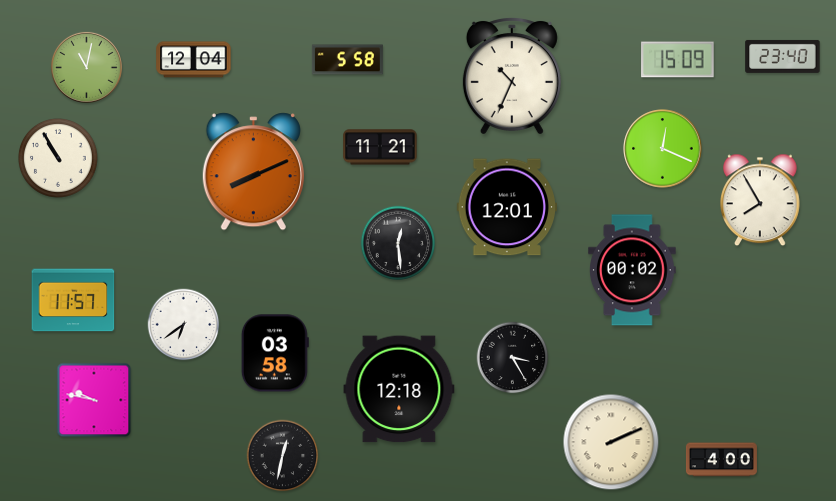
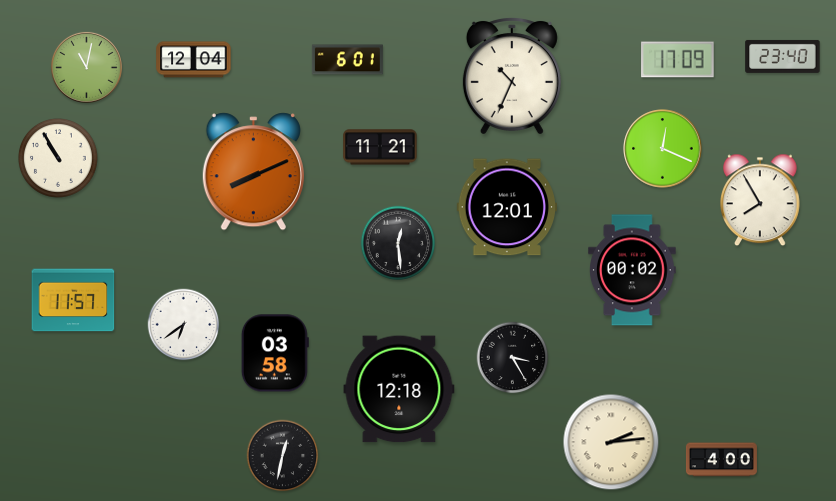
clock at (347, 60): 5:58 -> 6:01
clock at (678, 60): 15:09 -> 17:09
clock at (94, 400): 9:47 -> none
clock at (611, 442): 2:11 -> 2:14
